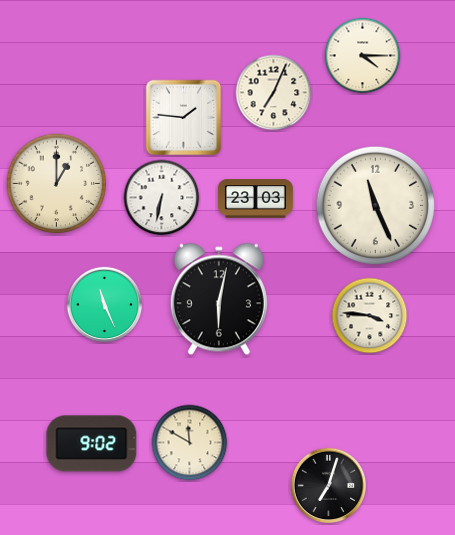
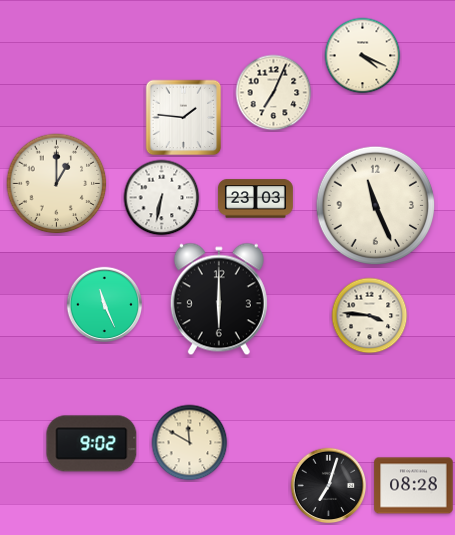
clock at (363, 56): 4:15 -> 4:19
clock at (219, 299): 6:02 -> 6:00
clock at (414, 486): none -> 08:28
